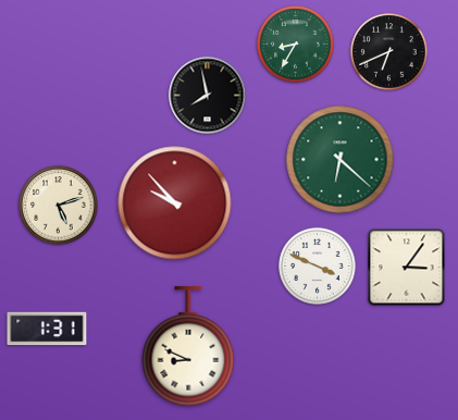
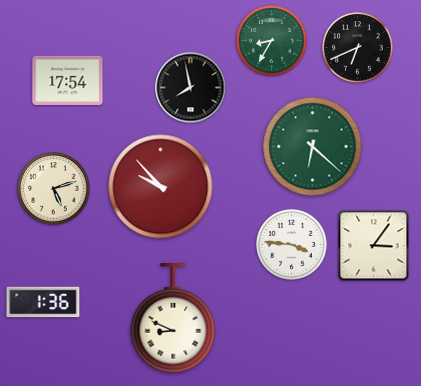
clock at (68, 80): none -> 17:54
clock at (318, 267): 3:49 -> 3:46
clock at (47, 329): 1:31 -> 1:36
